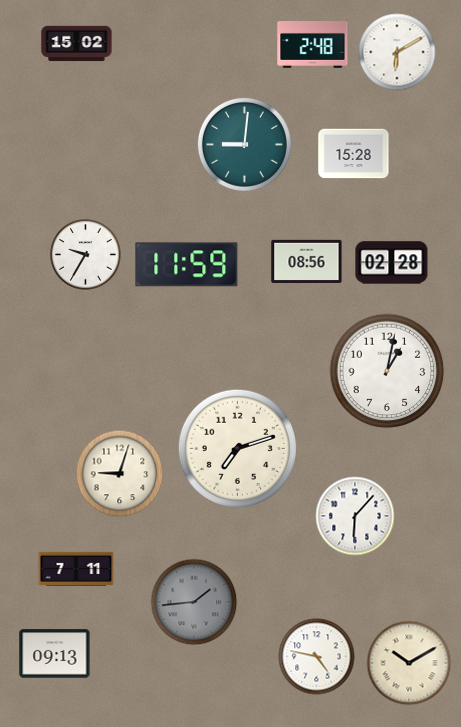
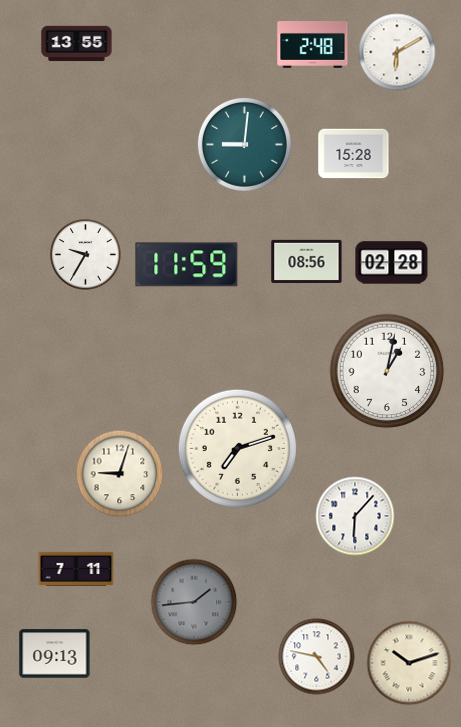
clock at (77, 44): 15:02 -> 13:55
clock at (409, 663): 10:10 -> 10:12
